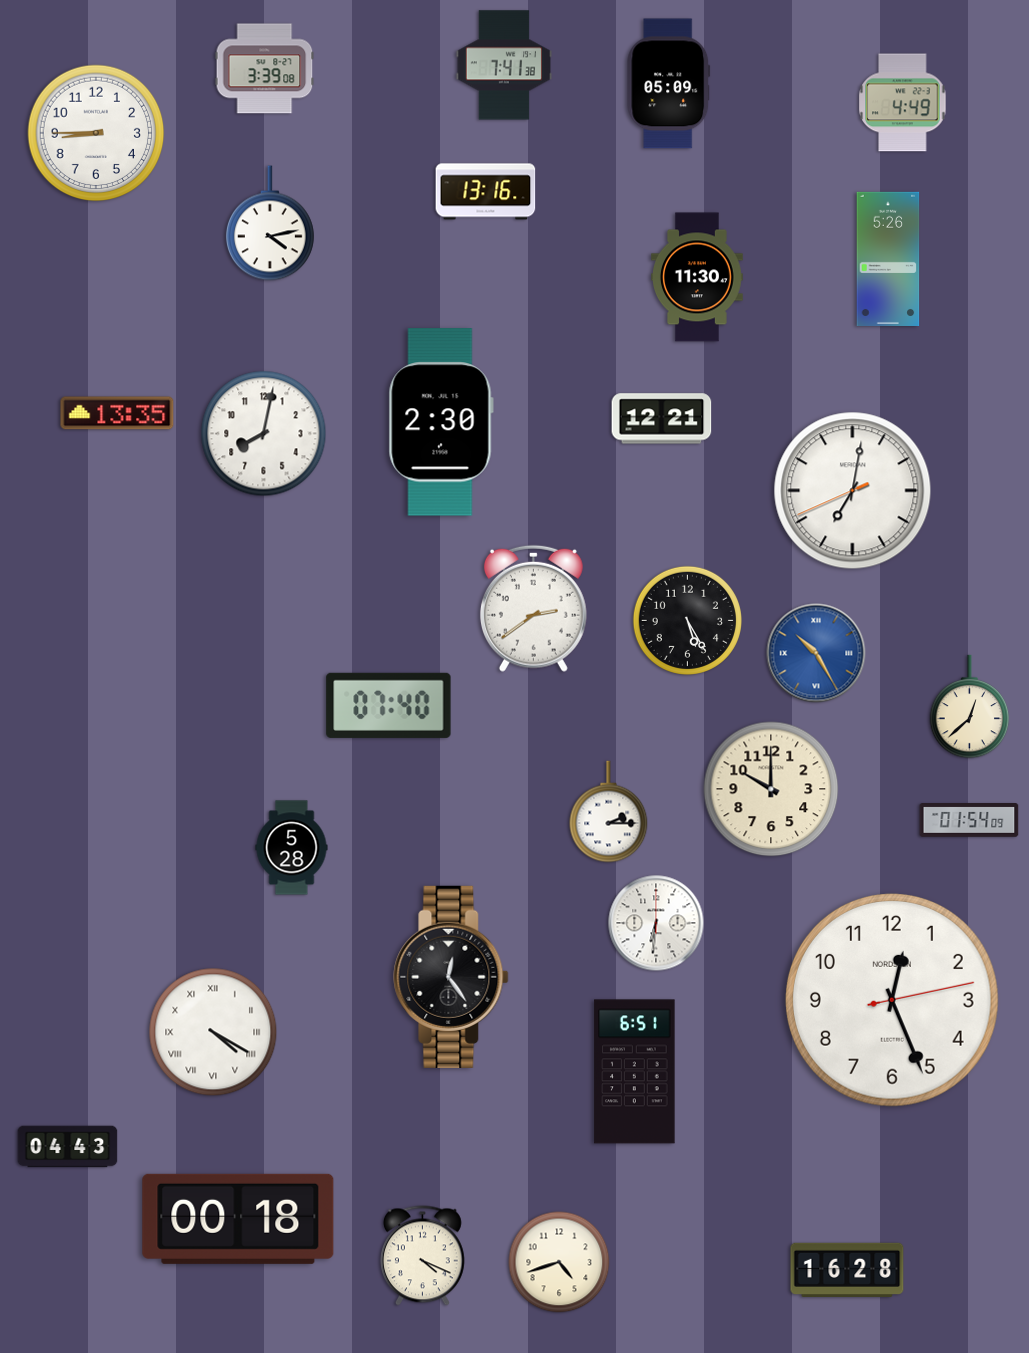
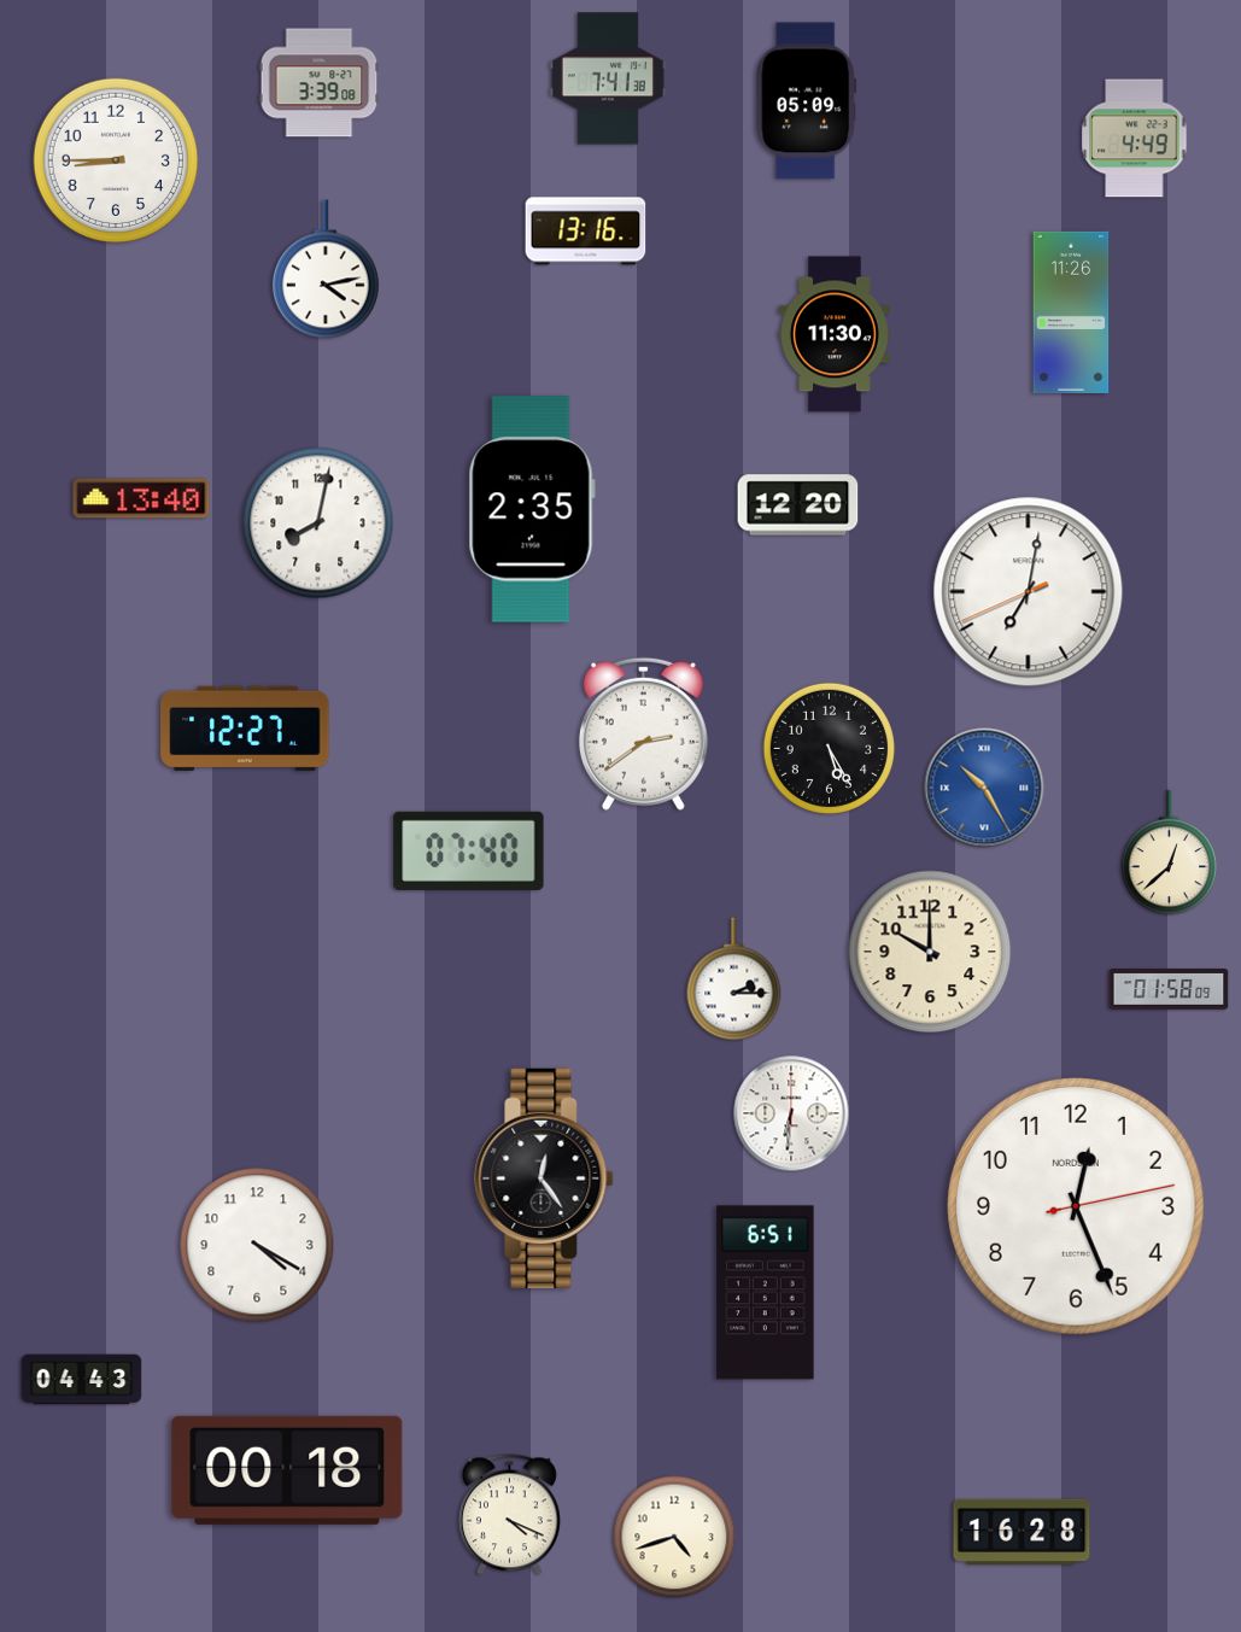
clock at (903, 103) position: (903, 103) -> (1135, 139)
clock at (888, 258): 5:26 -> 11:26
clock at (698, 277) position: (698, 277) -> (836, 334)
clock at (117, 413): 13:35 -> 13:40
clock at (662, 419): 12:21 -> 12:20
clock at (441, 422): 2:30 -> 2:35
clock at (245, 729): none -> 12:27
clock at (969, 821): 01:54 -> 01:58
clock at (292, 848): 5:28 -> none
clock at (213, 1032) numerals: Roman -> Arabic
clock at (68, 1147) position: (68, 1147) -> (82, 1380)
clock at (559, 1262) position: (559, 1262) -> (674, 1537)
